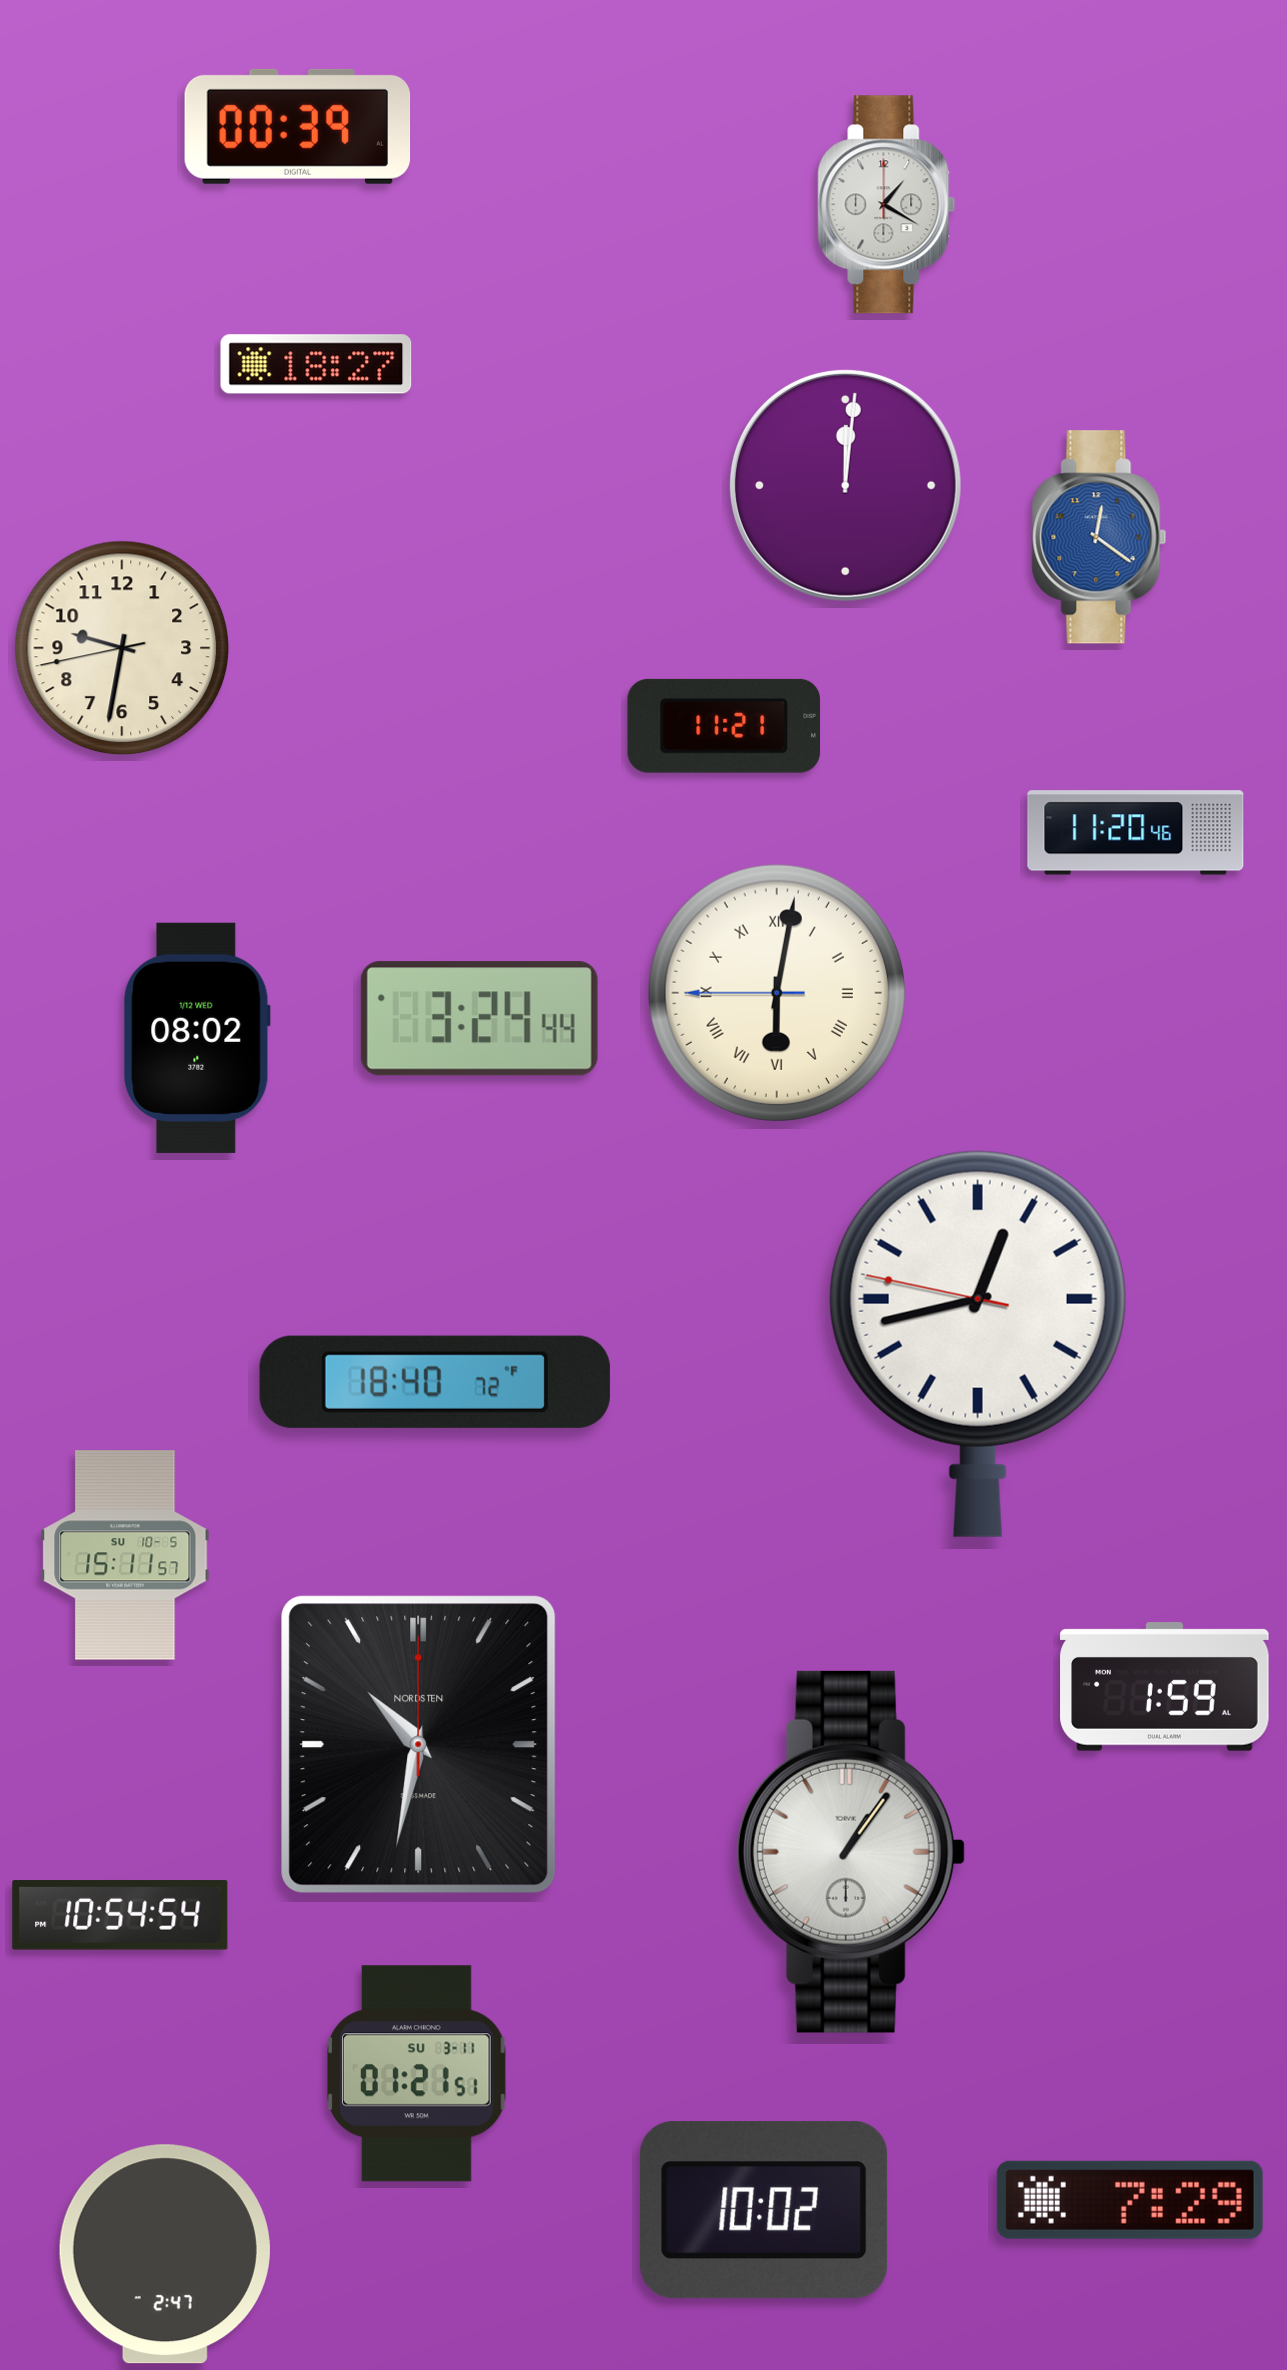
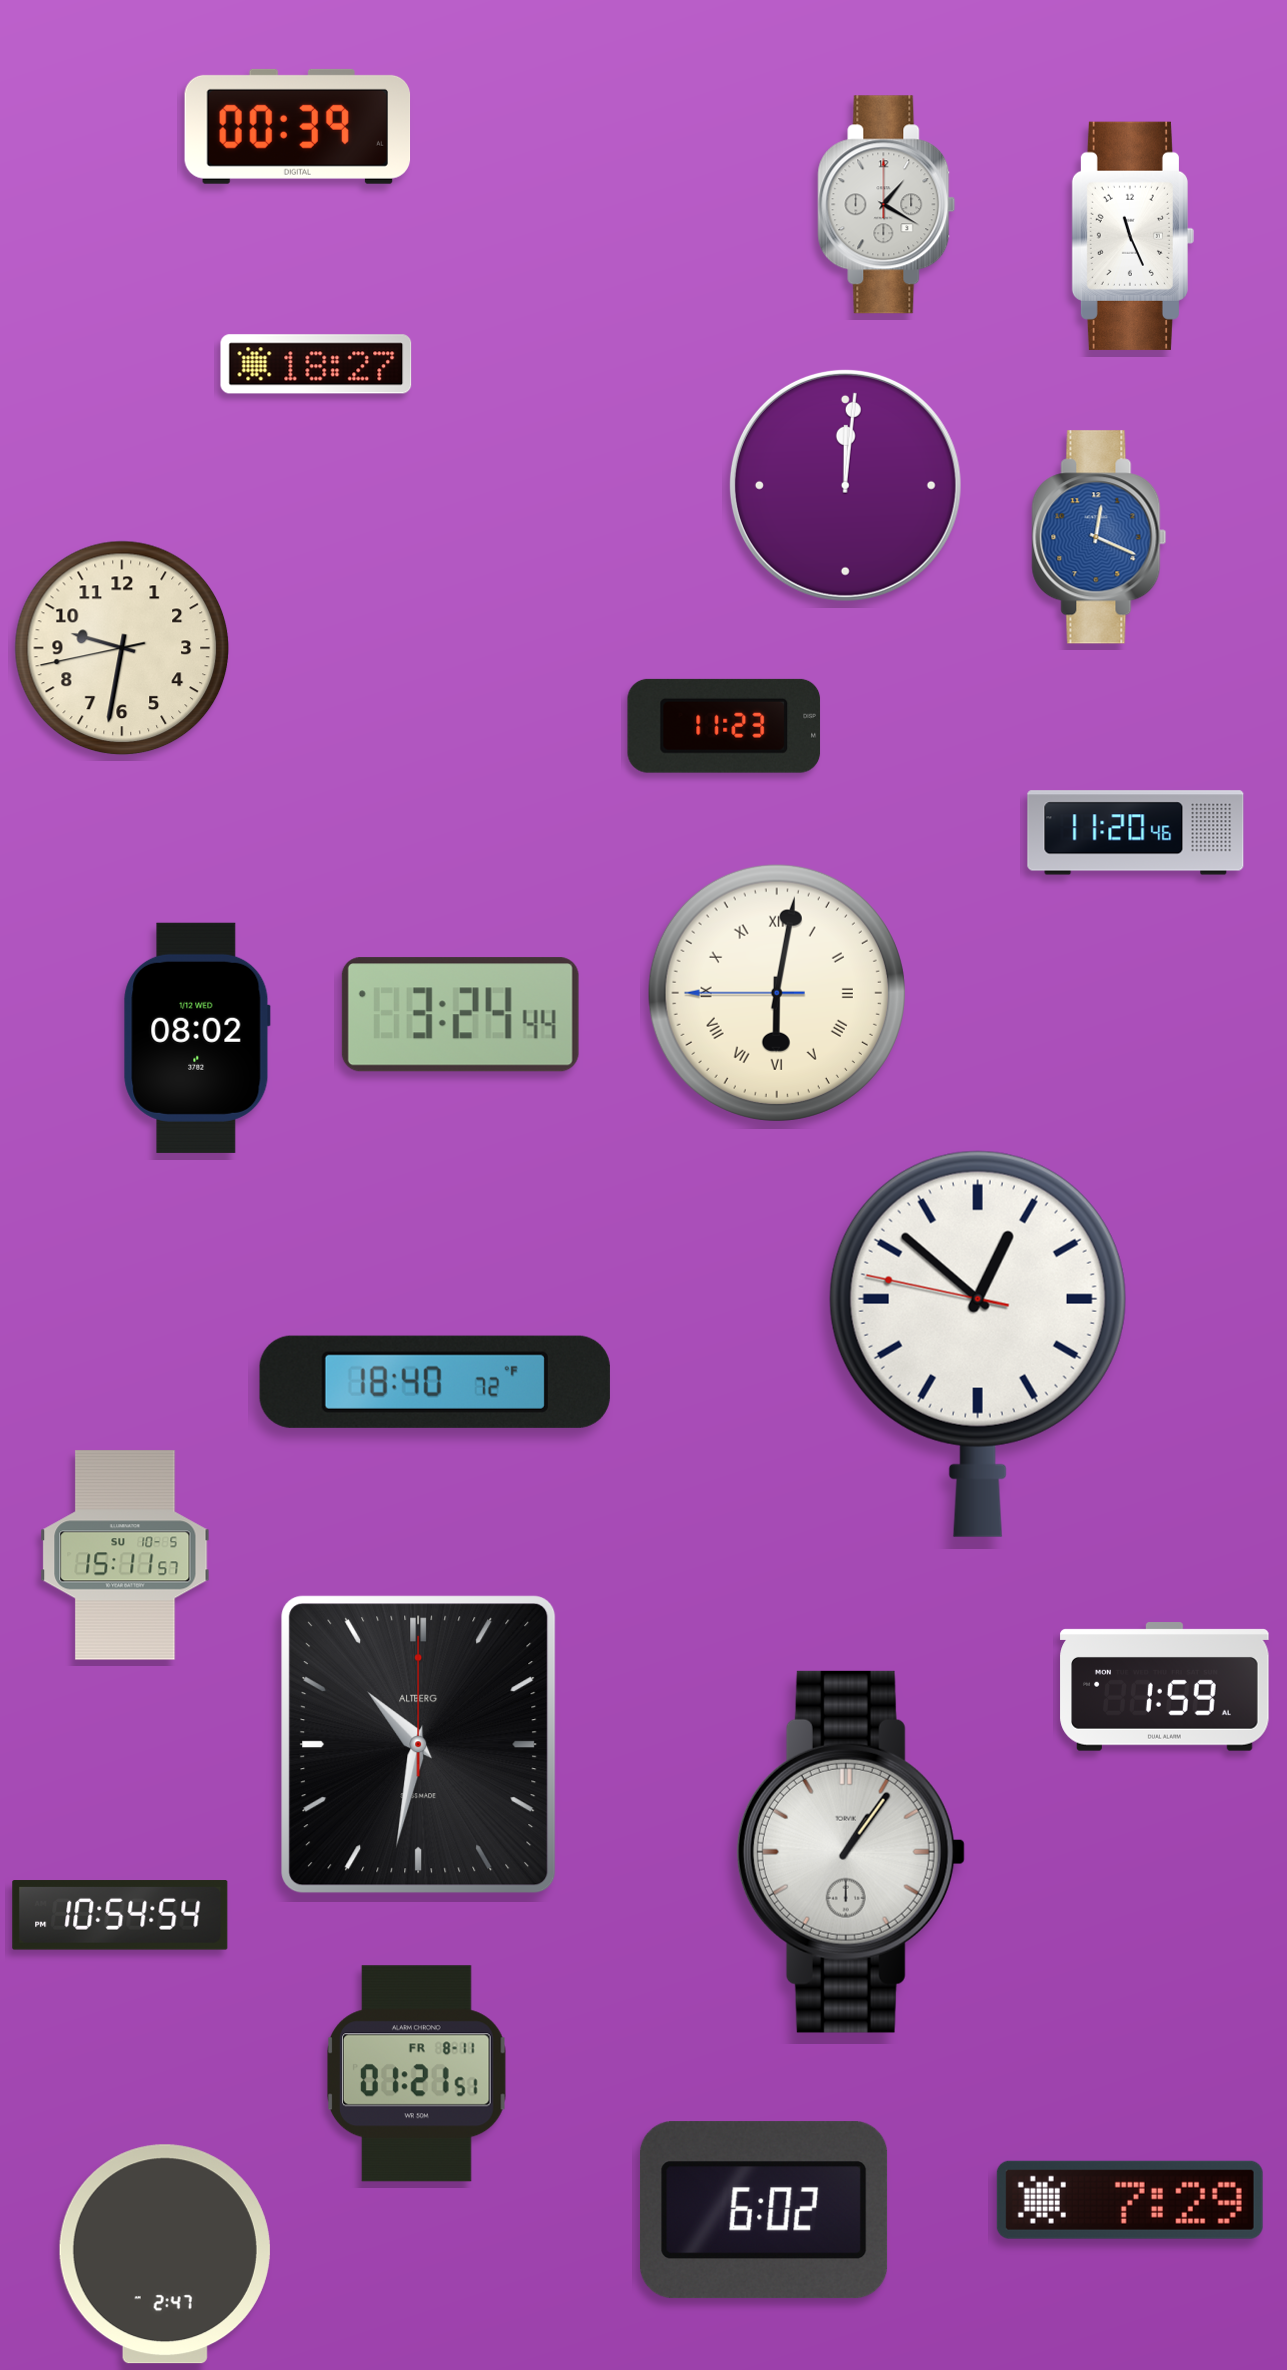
clock at (1133, 236): none -> 11:26
clock at (1099, 537): 12:21 -> 12:19
clock at (724, 726): 11:21 -> 11:23
clock at (479, 1019) position: (479, 1019) -> (460, 1015)
clock at (978, 1344): 12:42 -> 12:51
clock at (419, 1745) brand: NORDSTEN -> ALTBERG
clock at (417, 2074) date: SU 3-11 -> FR 8-11
clock at (764, 2210): 10:02 -> 6:02
